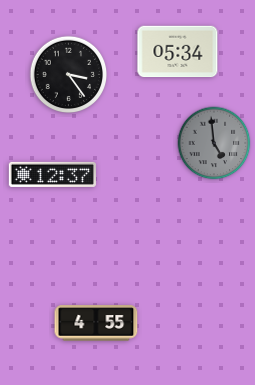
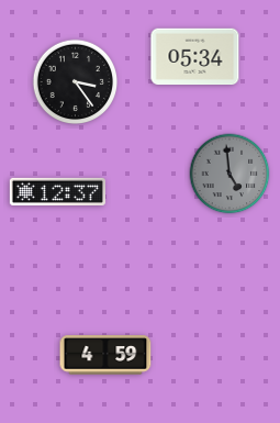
clock at (214, 143) position: (214, 143) -> (229, 174)
clock at (96, 323): 4:55 -> 4:59
